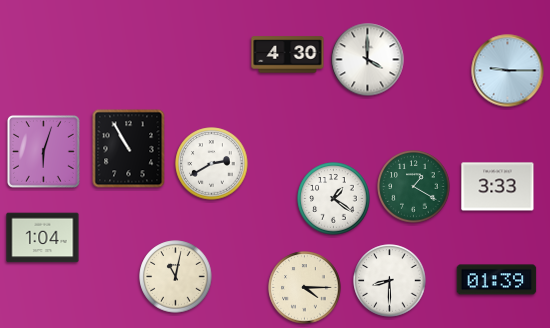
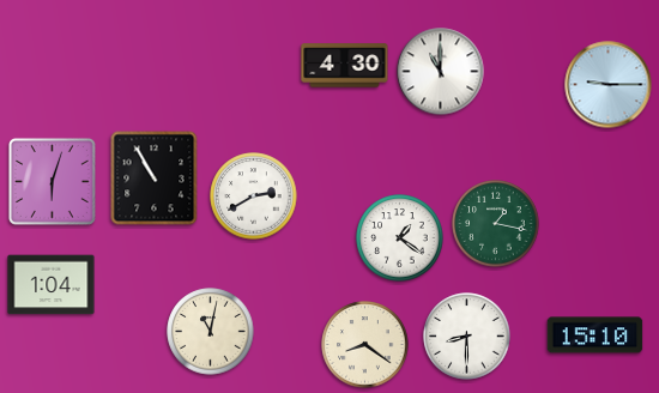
clock at (368, 60): 4:00 -> 11:00
clock at (414, 187): 1:20 -> 1:17
clock at (498, 187): 3:33 -> none
clock at (497, 280): 01:39 -> 15:10
clock at (305, 288): 4:15 -> 8:21
